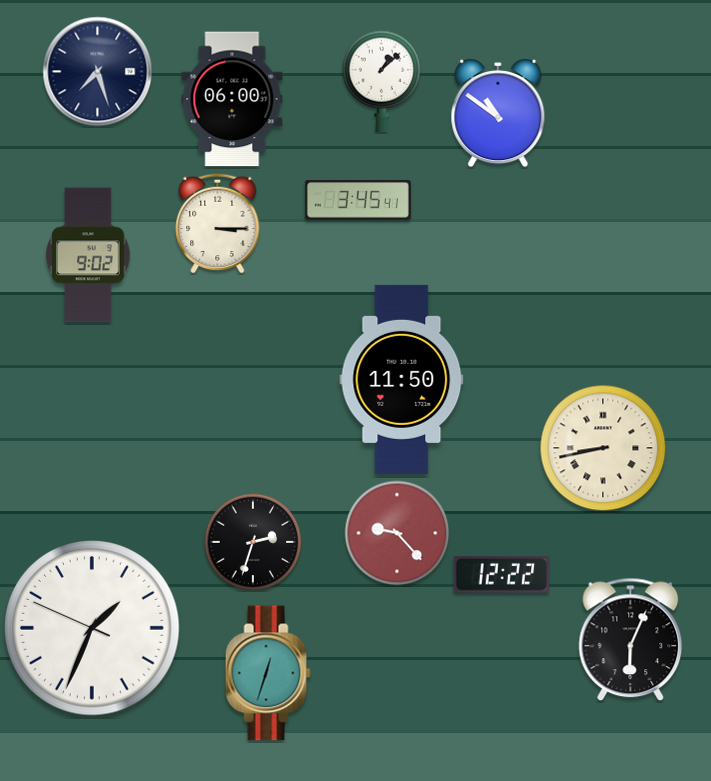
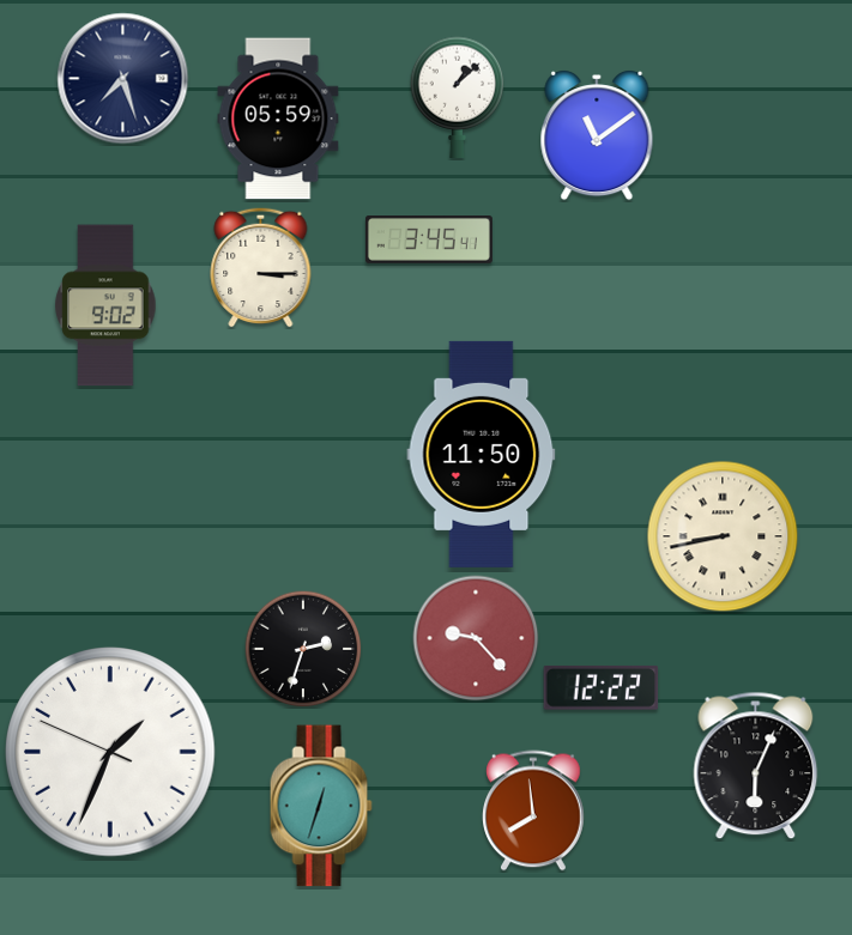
clock at (98, 72) position: (98, 72) -> (123, 79)
clock at (232, 99): 06:00 -> 05:59
clock at (498, 114): 10:51 -> 11:09
clock at (534, 810): none -> 7:59
